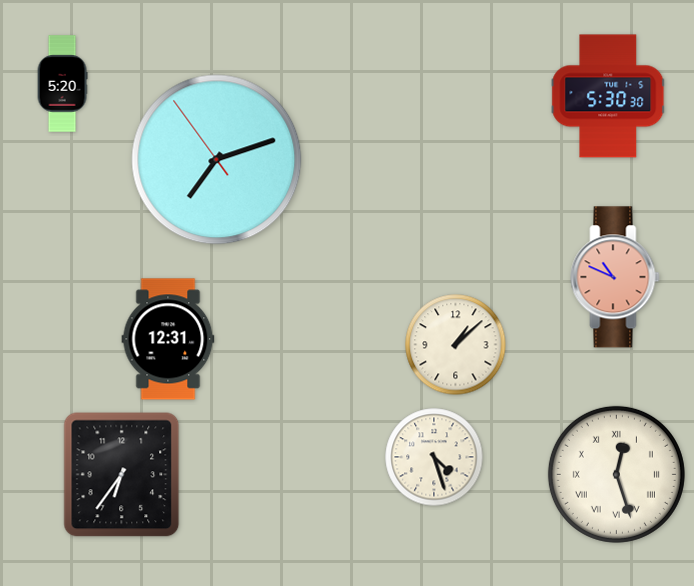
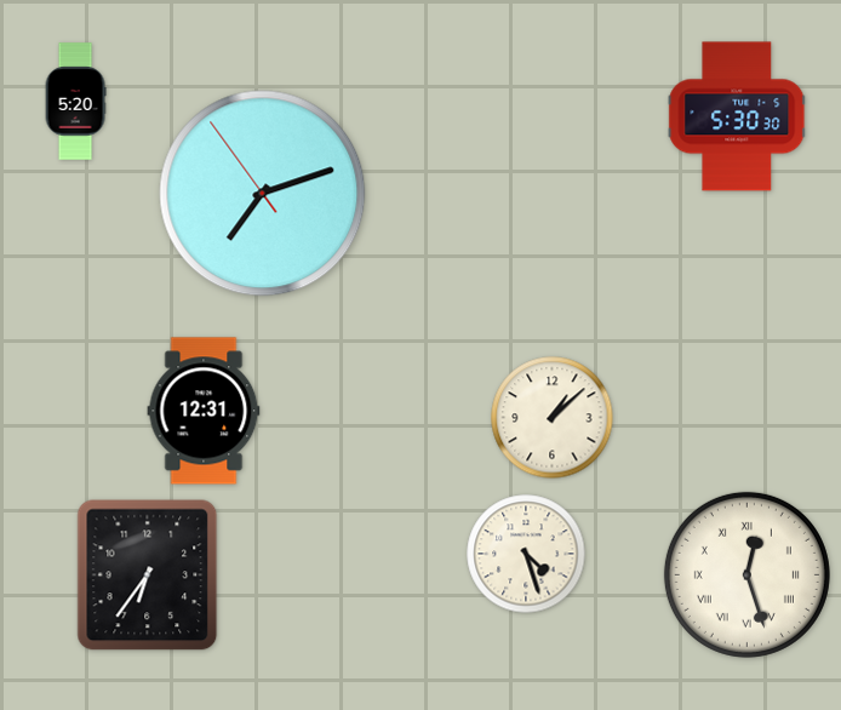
clock at (615, 277): 10:49 -> none
